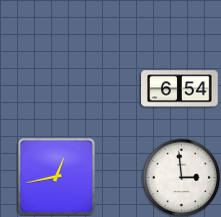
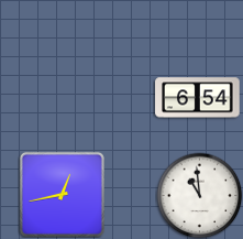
clock at (181, 177): 2:59 -> 10:59
